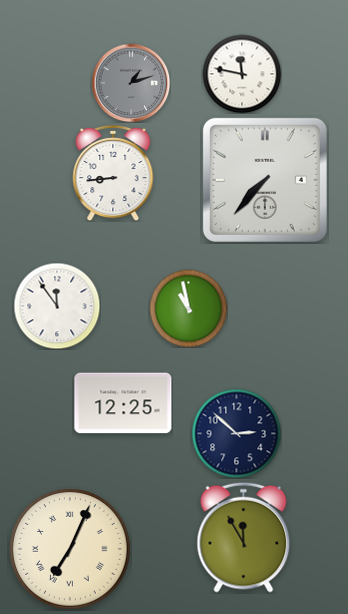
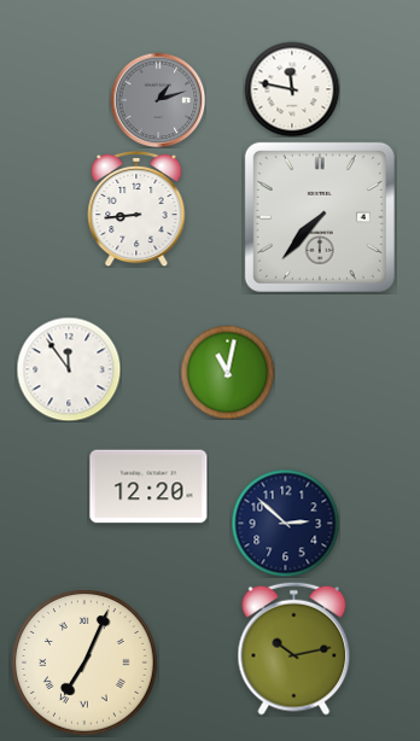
clock at (188, 308): 10:58 -> 11:02
clock at (123, 403): 12:25 -> 12:20
clock at (244, 537): 11:55 -> 10:13
